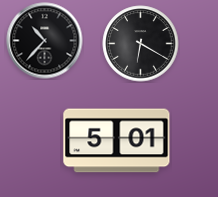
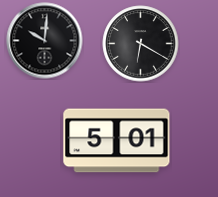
clock at (45, 41): 10:37 -> 10:01
